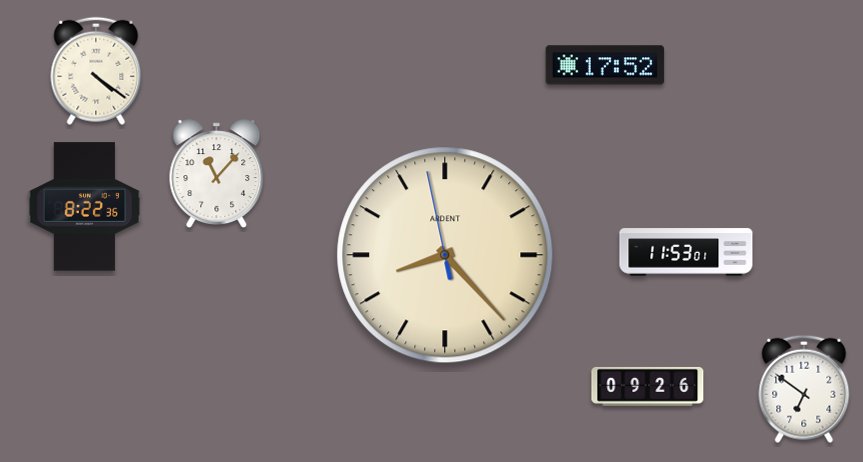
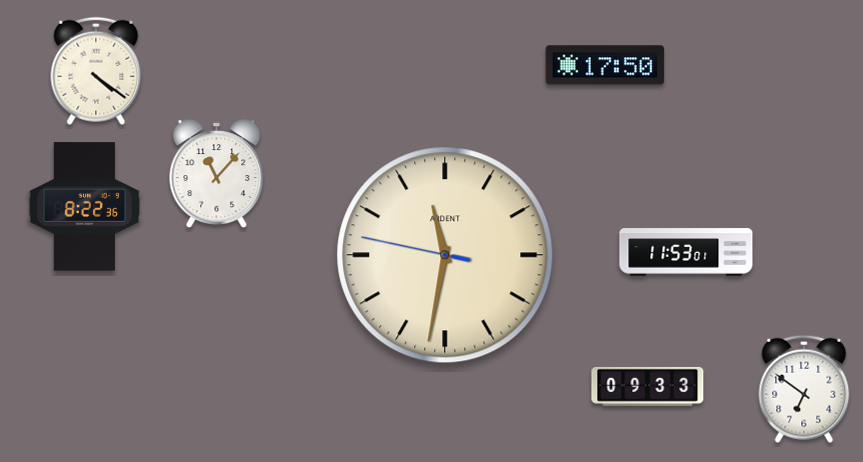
clock at (605, 65): 17:52 -> 17:50
clock at (445, 255): 8:22 -> 11:31
clock at (648, 386): 09:26 -> 09:33
